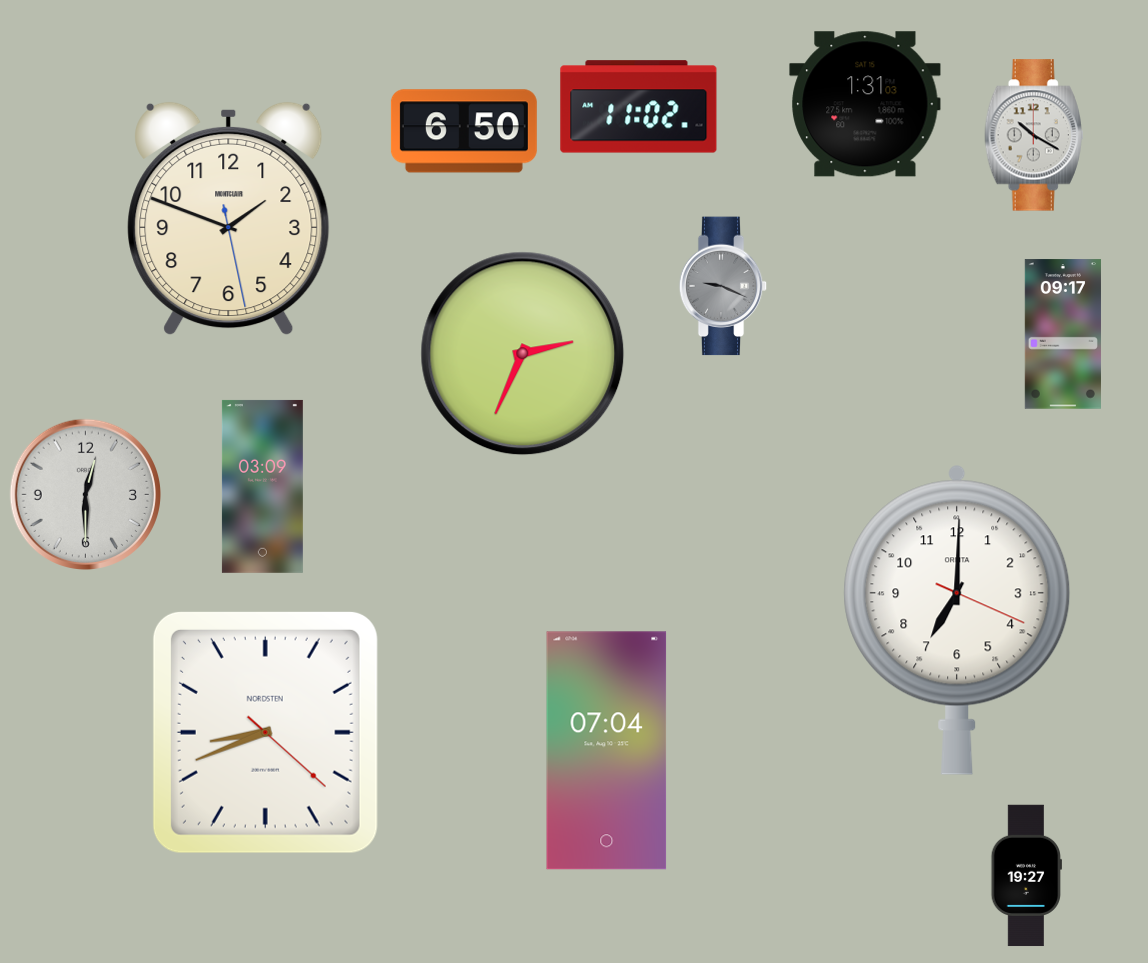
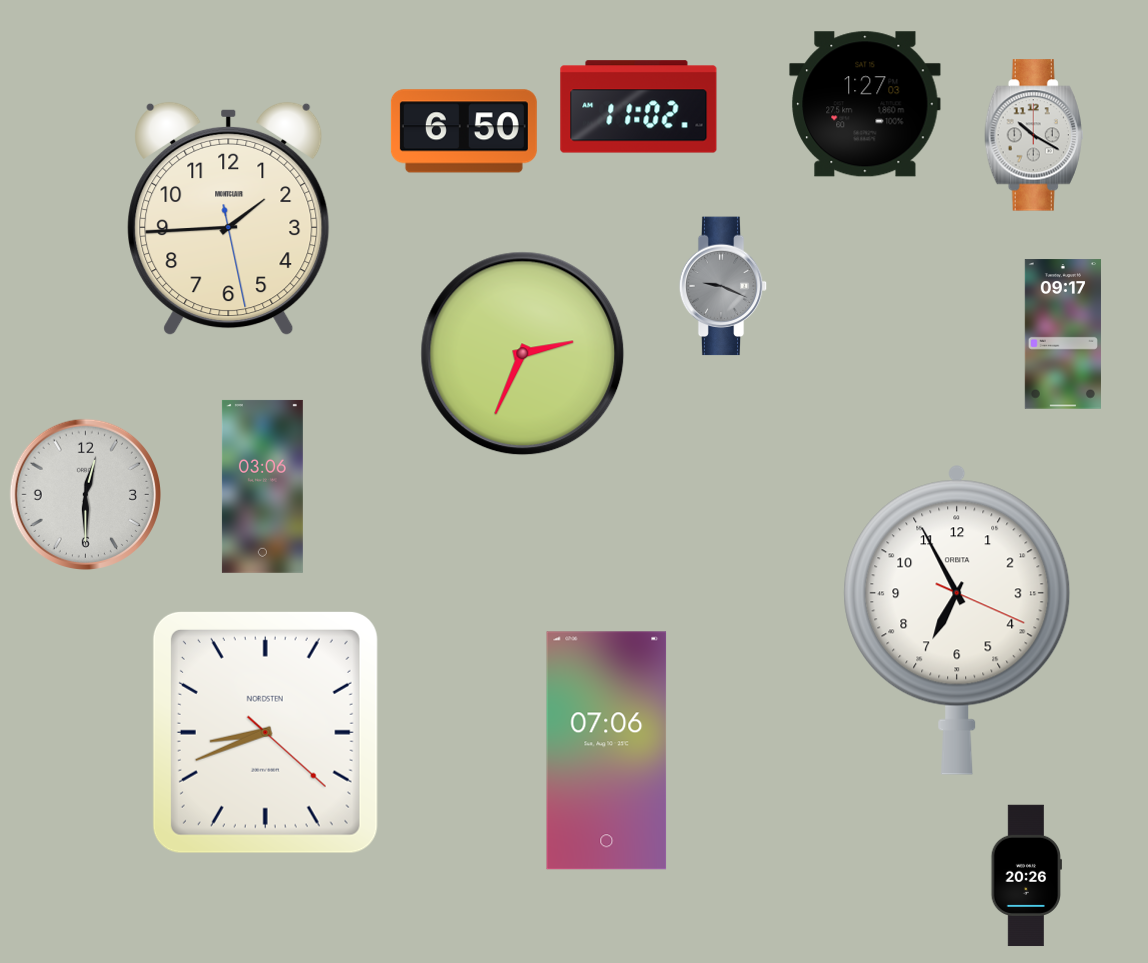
clock at (865, 104): 1:31 -> 1:27
clock at (229, 219): 1:48 -> 1:44
clock at (262, 486): 03:09 -> 03:06
clock at (957, 620): 7:00 -> 6:55
clock at (607, 751): 07:04 -> 07:06
clock at (1026, 876): 19:27 -> 20:26
